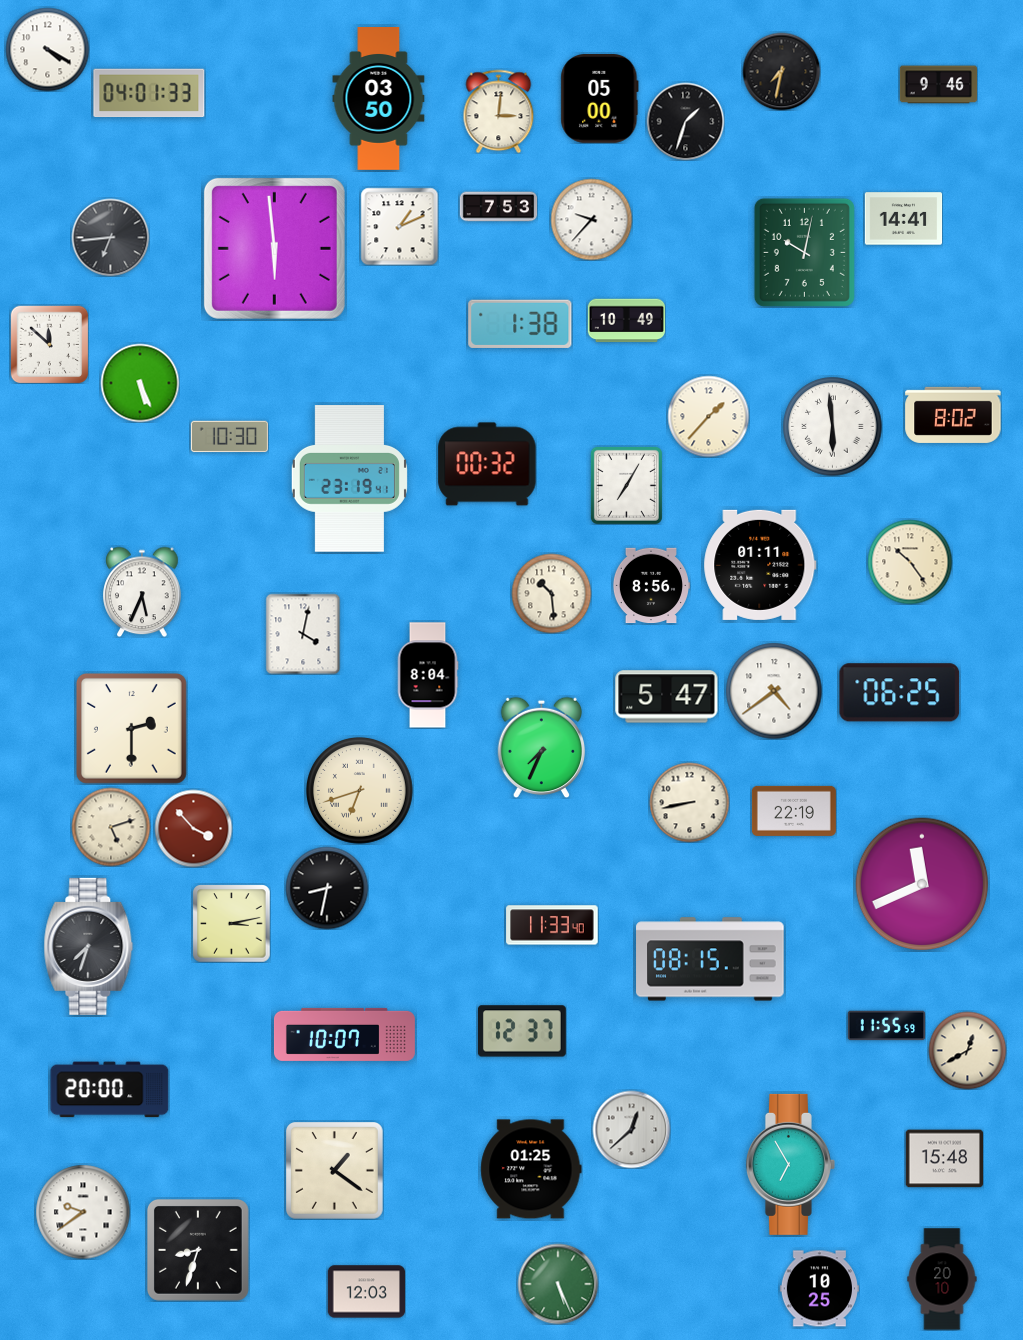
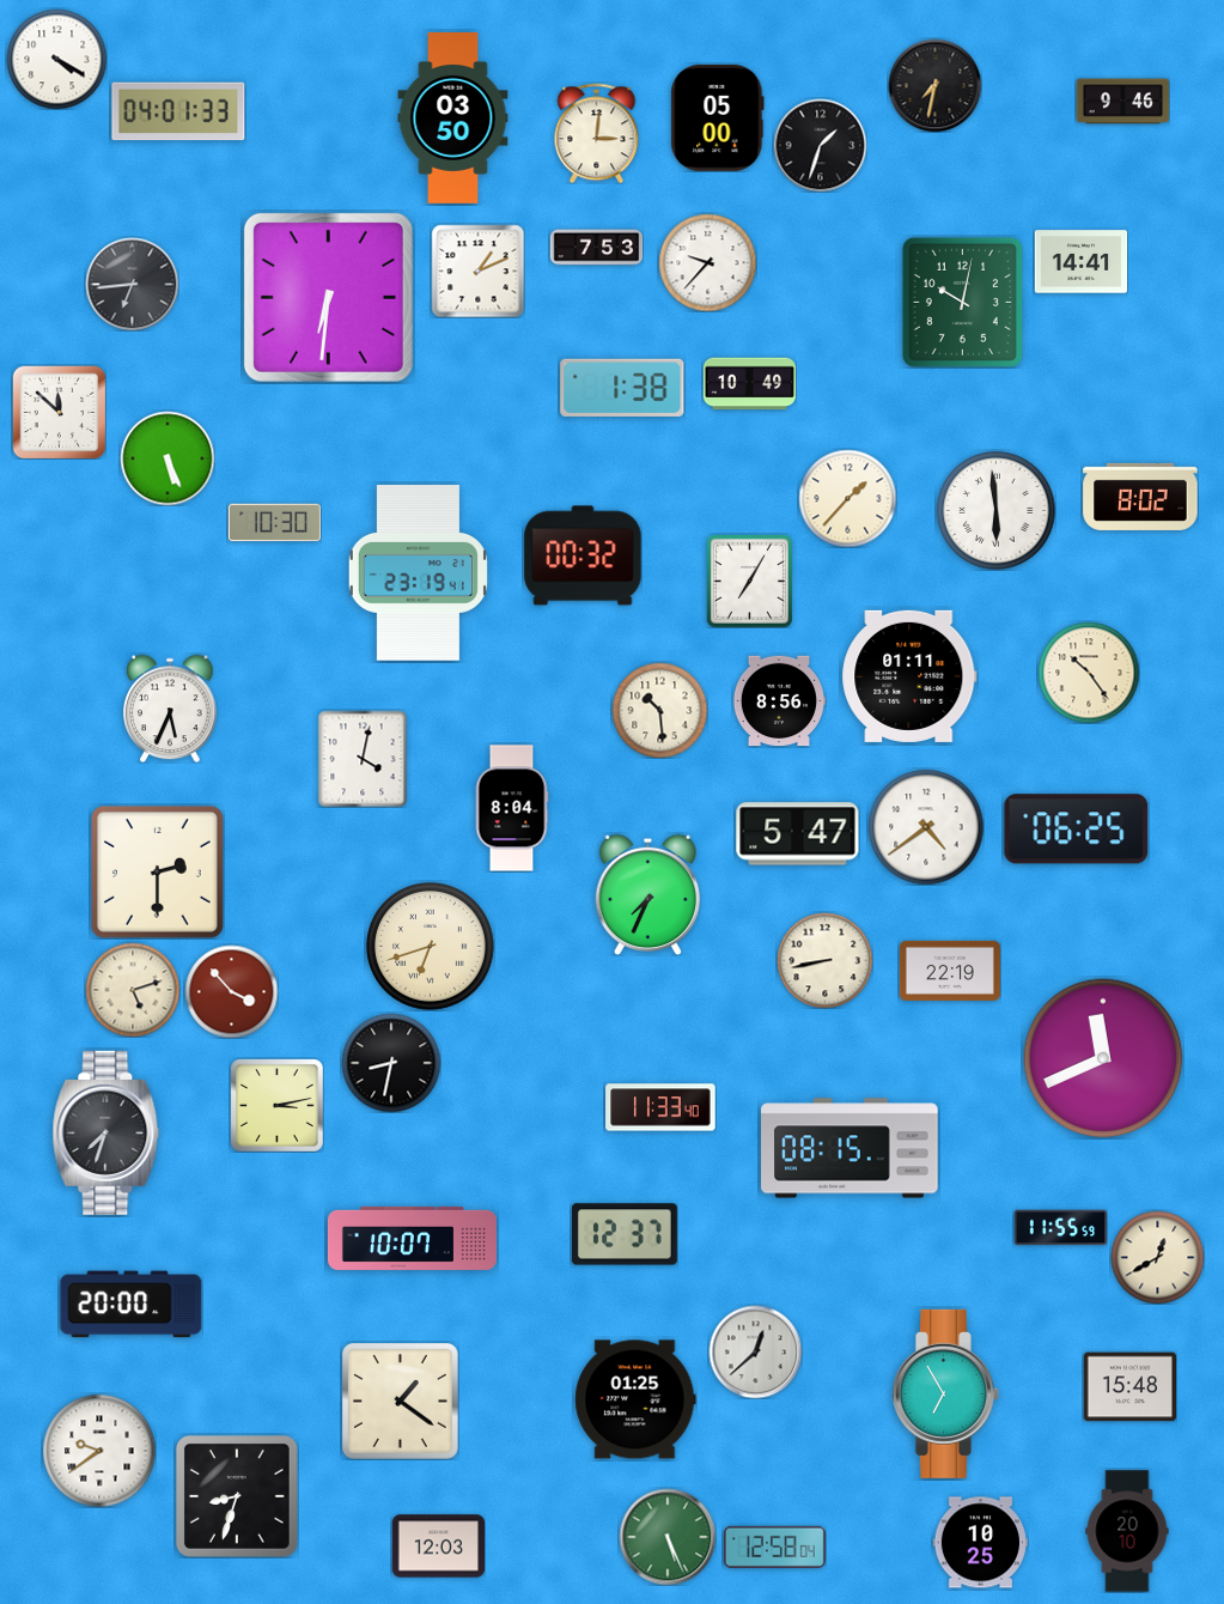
clock at (274, 248): 5:59 -> 6:31
clock at (774, 1547): none -> 12:58
